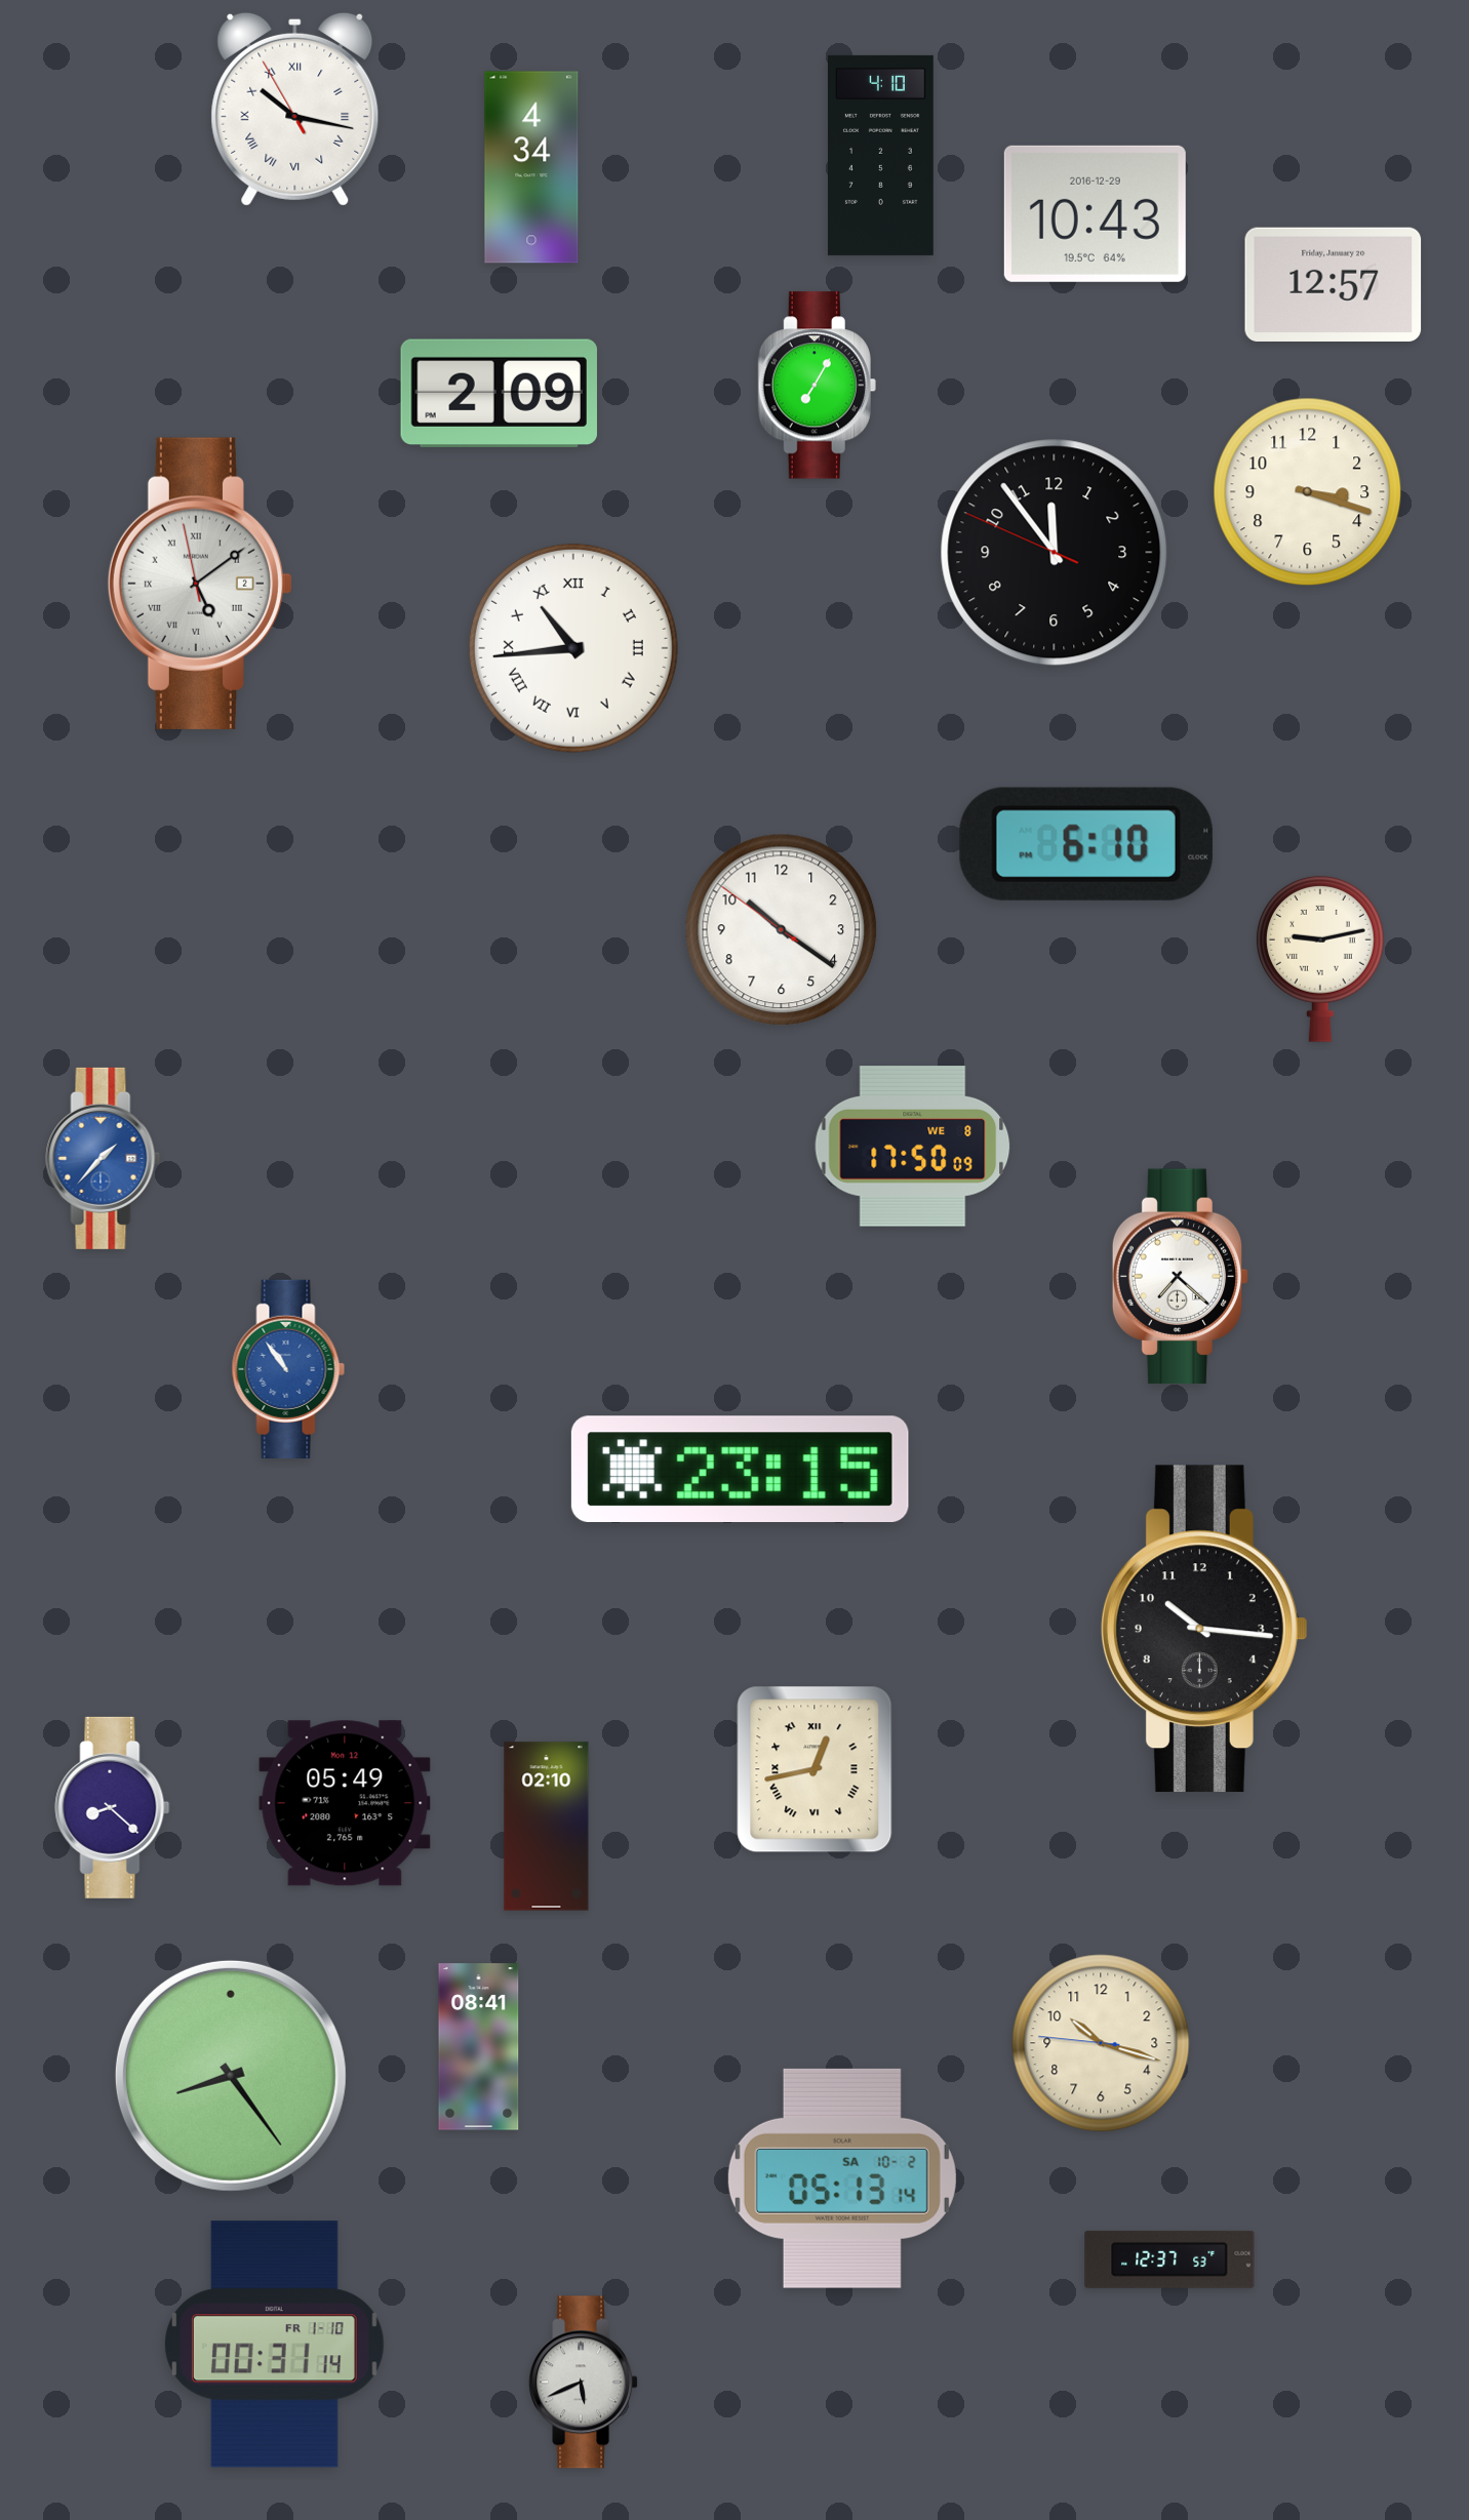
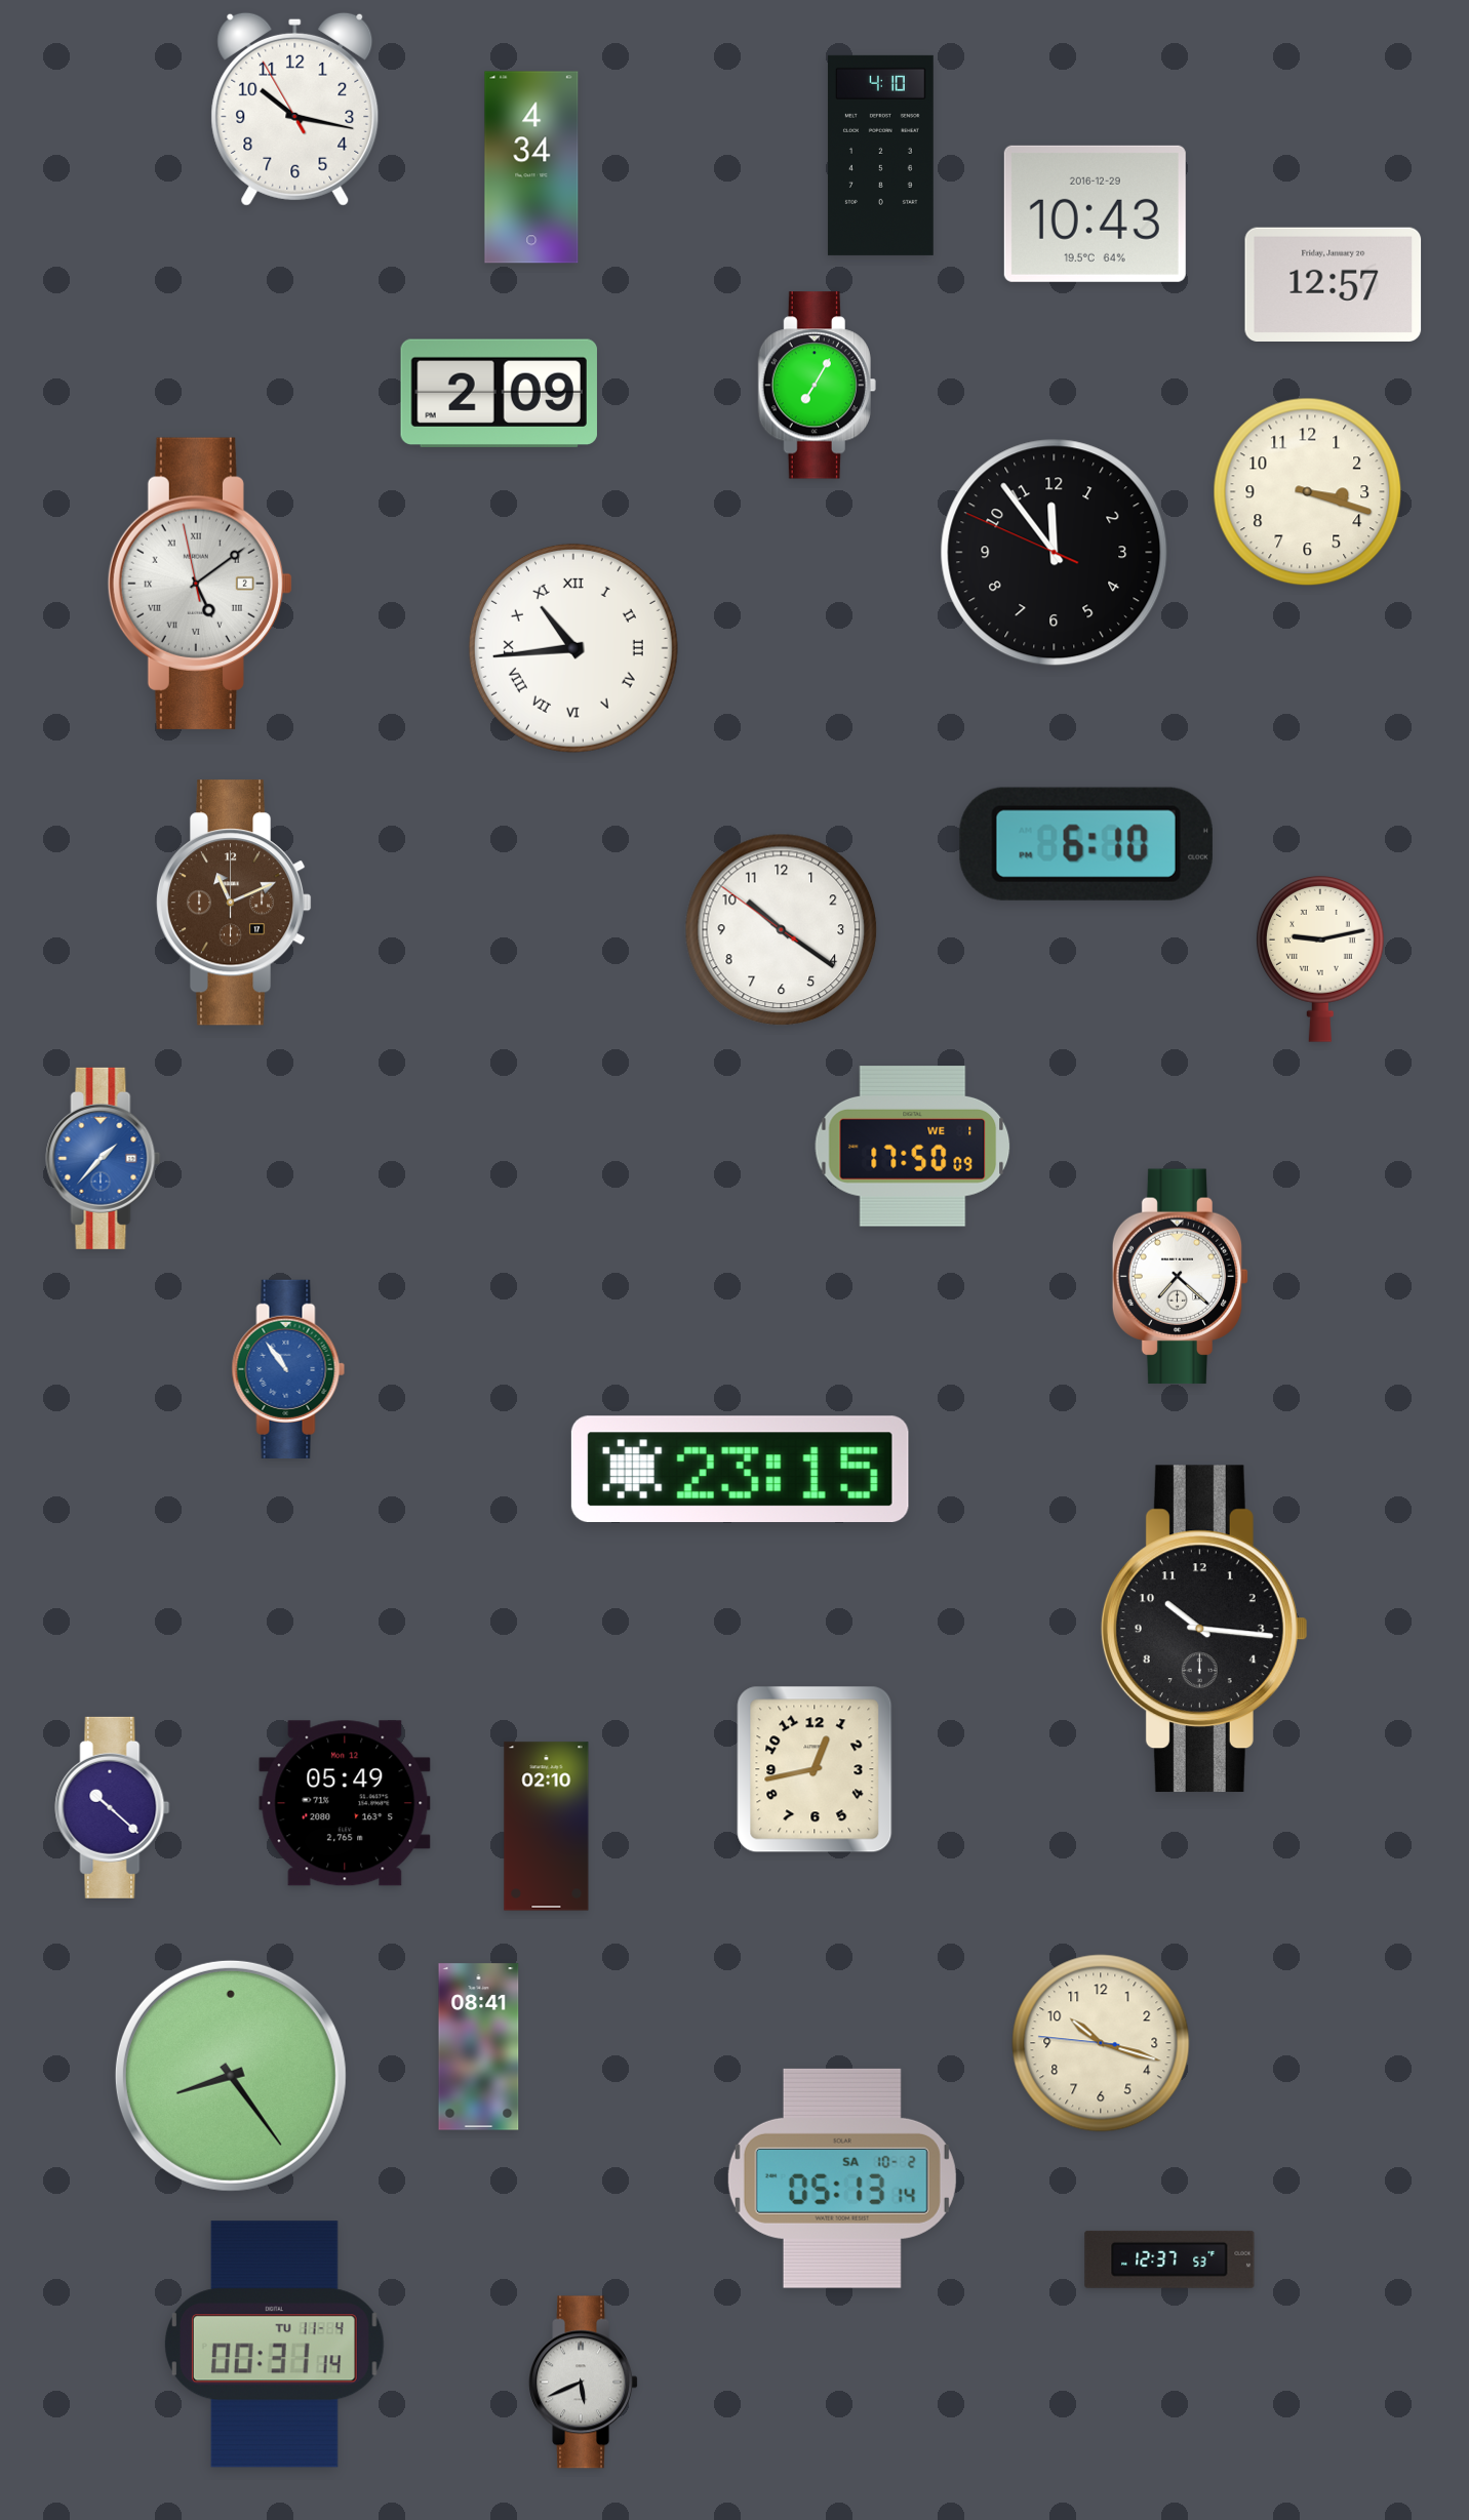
clock at (295, 109) numerals: Roman -> Arabic
clock at (234, 903): none -> 11:11
clock at (913, 1147) date: WE 8 -> WE 1
clock at (815, 1769) numerals: Roman -> Arabic
clock at (113, 1807): 8:22 -> 10:22
clock at (274, 2345) date: FR 1-10 -> TU 11-4
